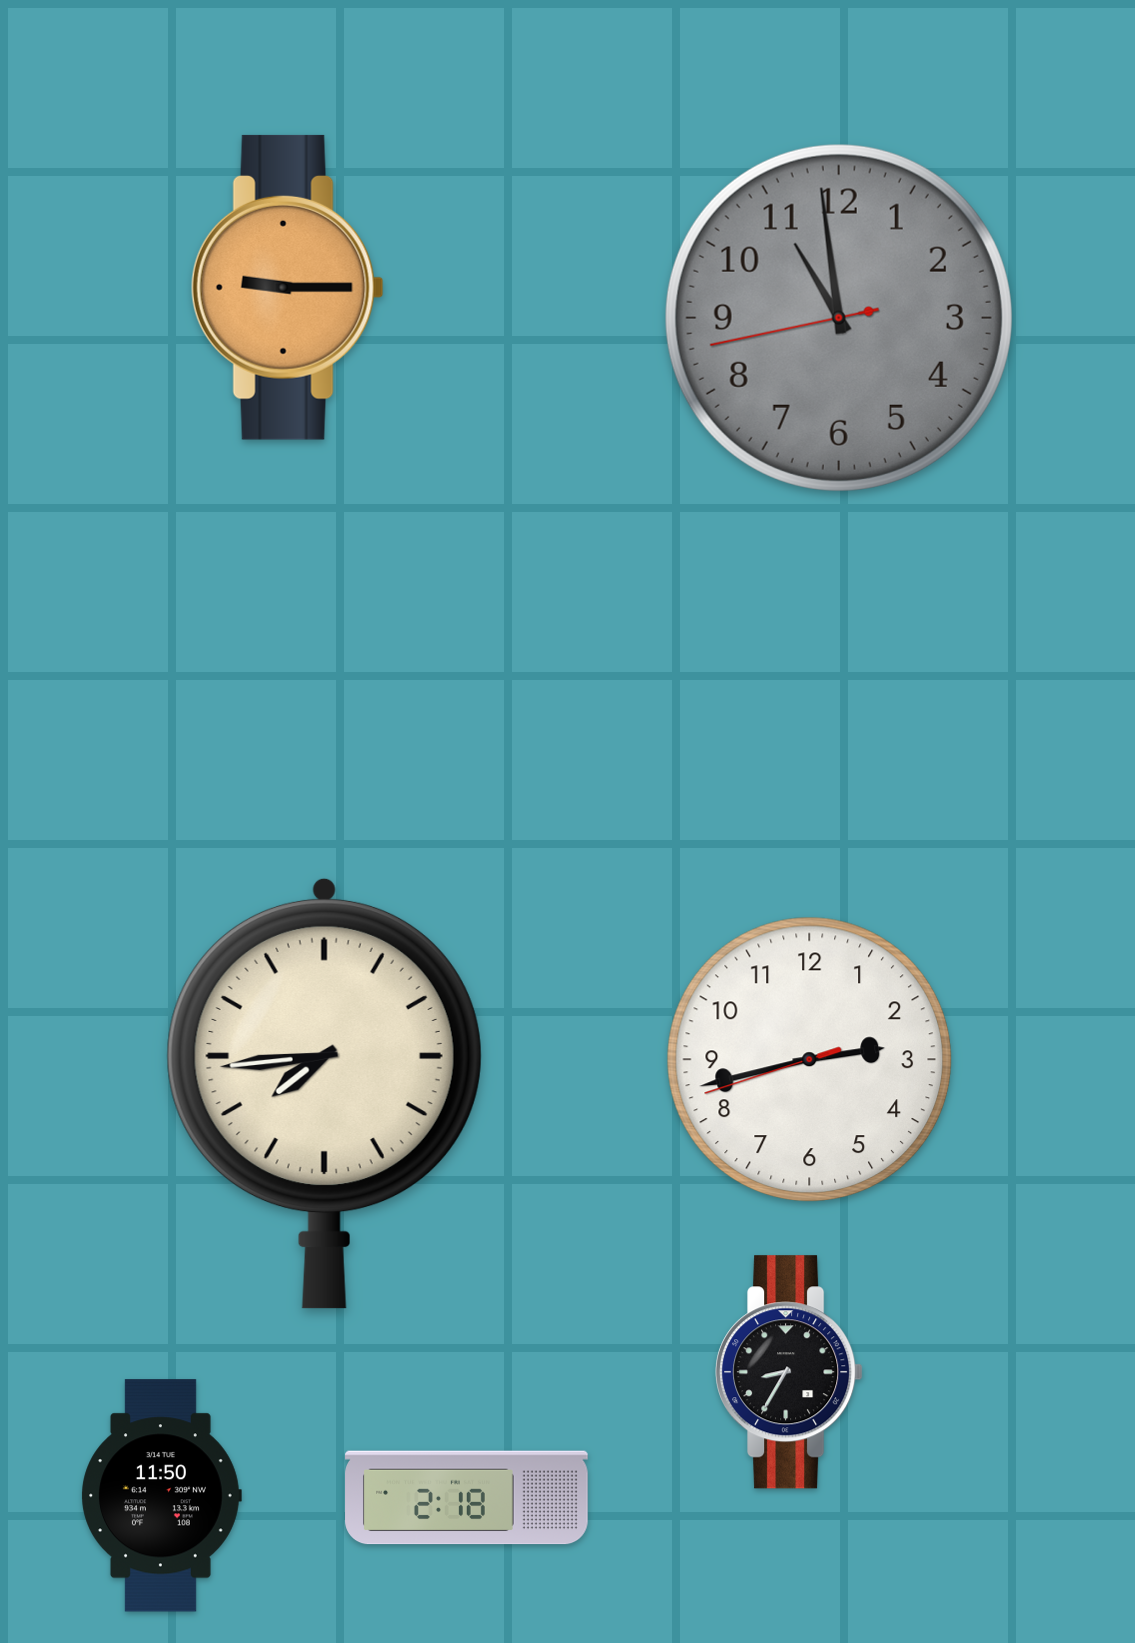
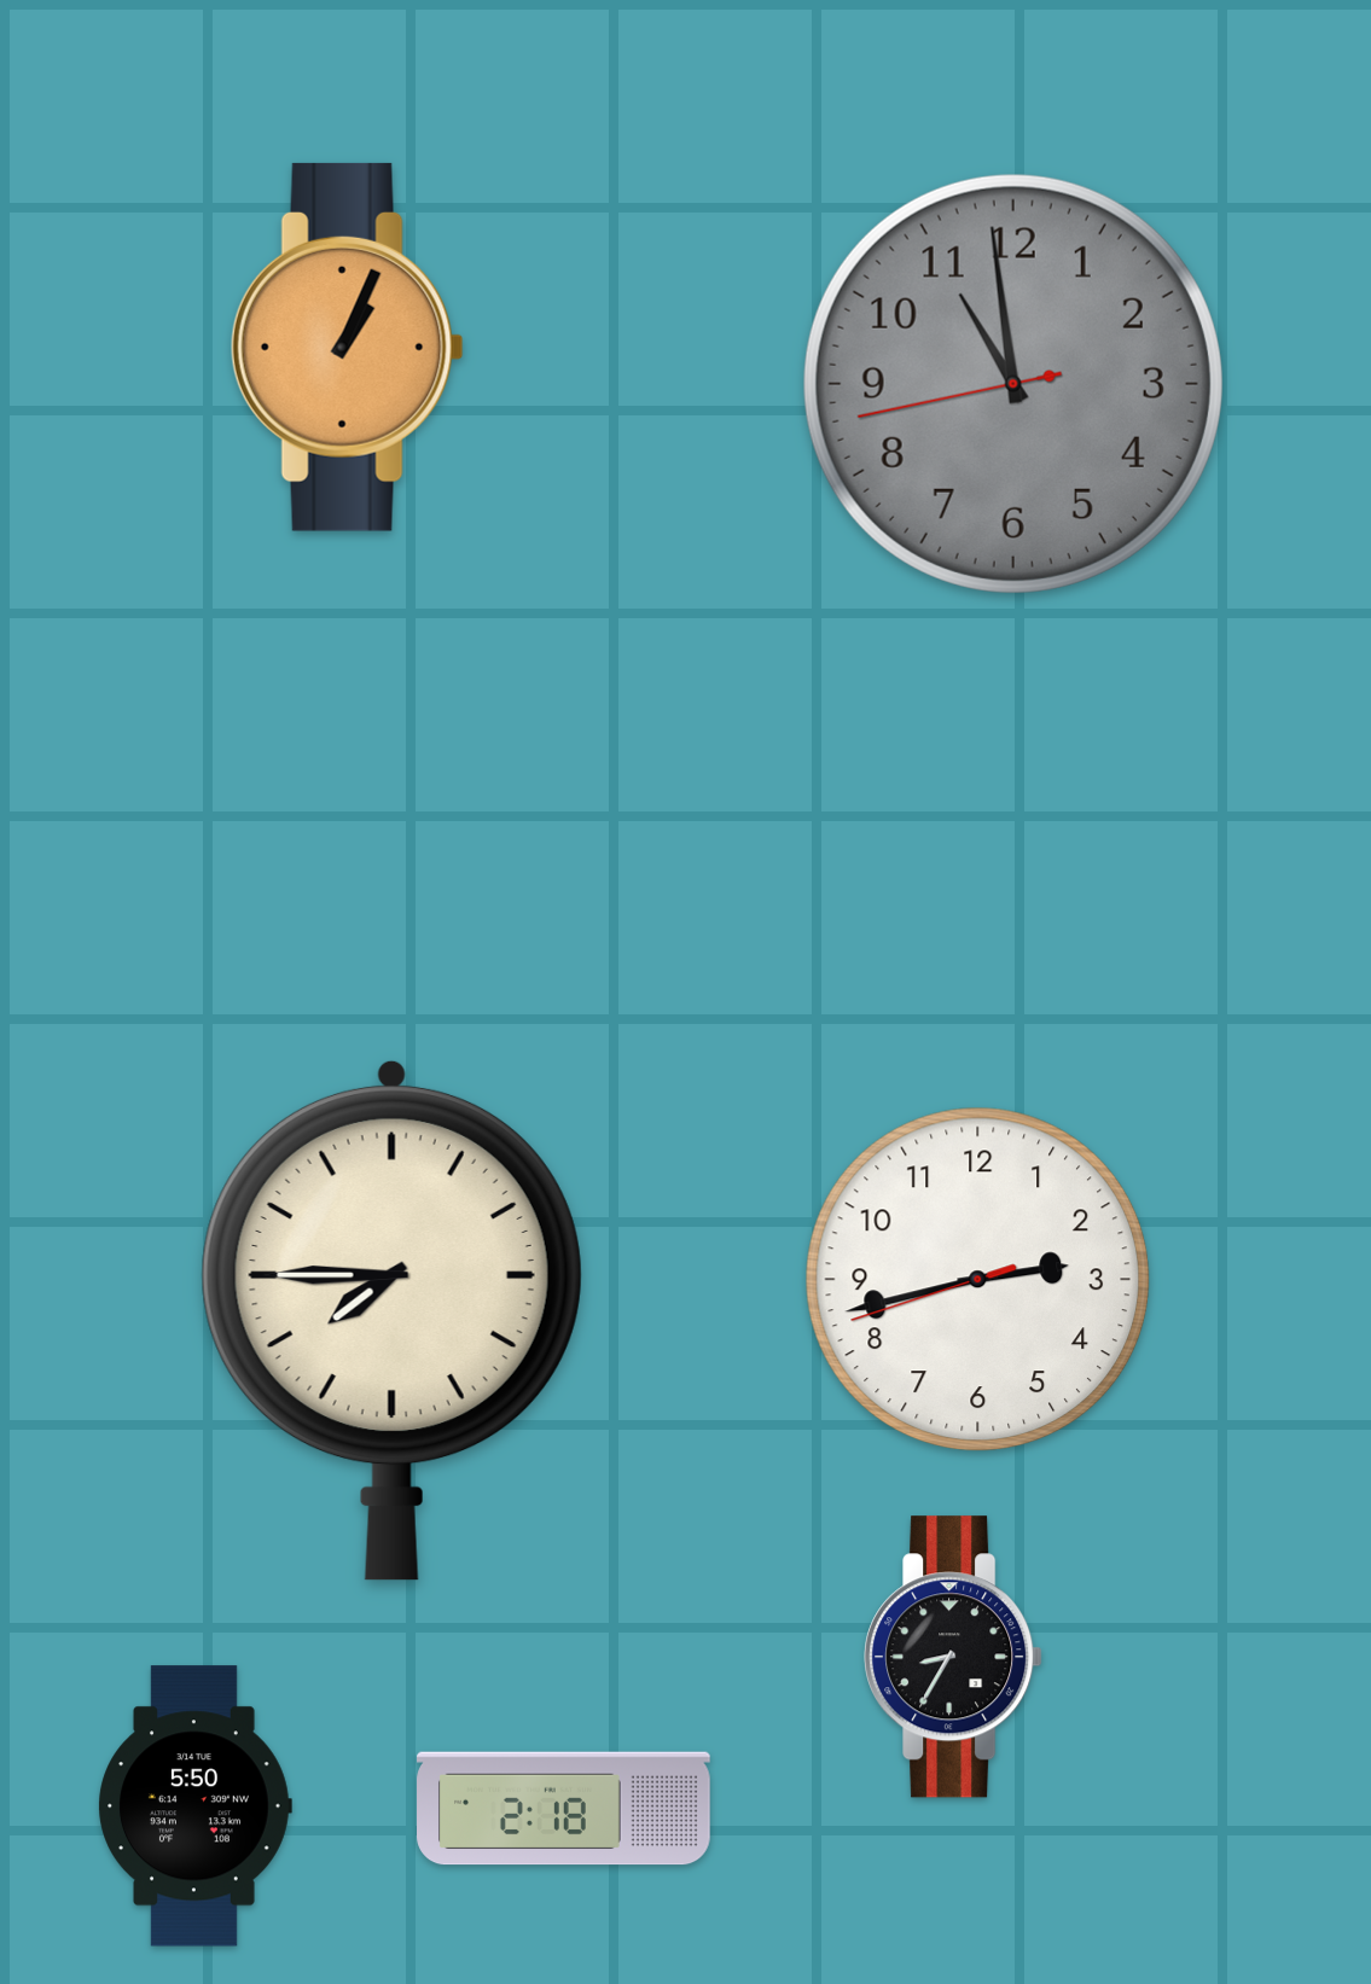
clock at (287, 287): 9:15 -> 1:04
clock at (324, 1093): 7:44 -> 7:45
clock at (161, 1496): 11:50 -> 5:50
